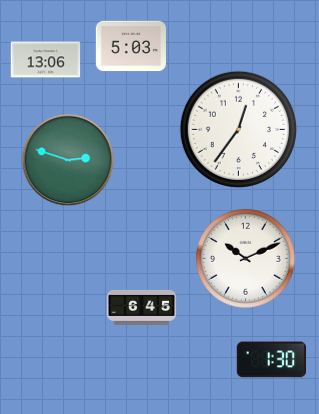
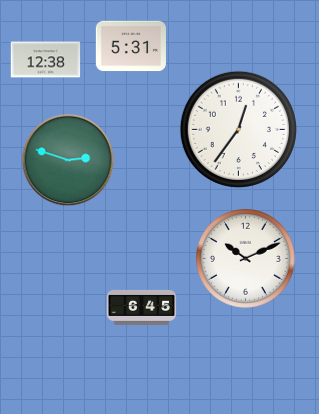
clock at (131, 46): 5:03 -> 5:31
clock at (46, 60): 13:06 -> 12:38
clock at (272, 360): 1:30 -> none
